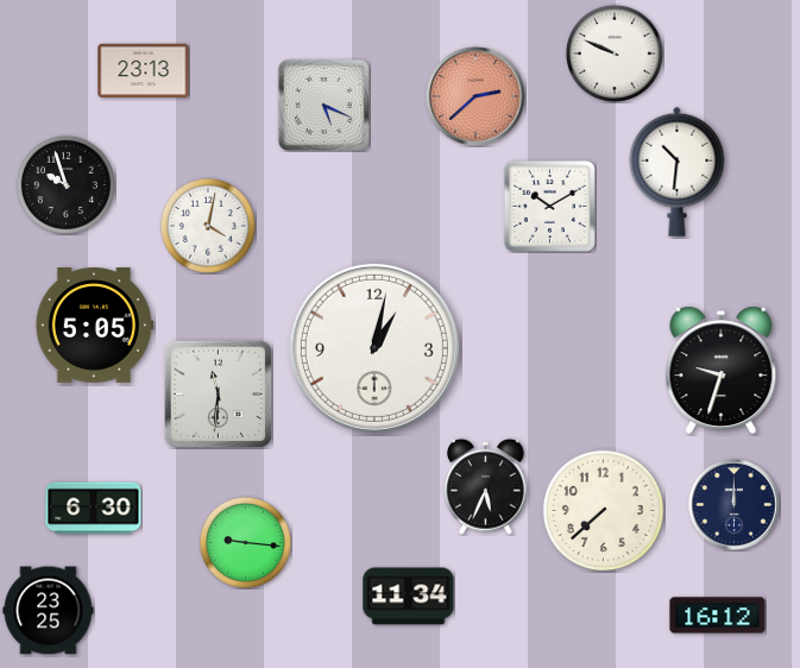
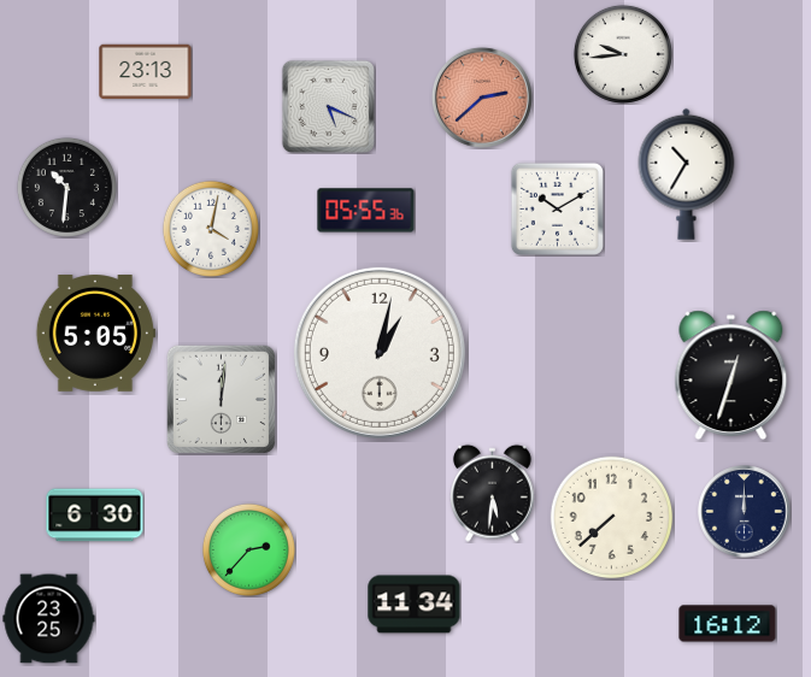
clock at (615, 53): 9:49 -> 9:44
clock at (678, 171): 10:31 -> 10:35
clock at (65, 184): 9:57 -> 10:31
clock at (366, 211): none -> 05:55
clock at (94, 326) position: (94, 326) -> (95, 334)
clock at (722, 370): 9:33 -> 12:33
clock at (218, 393): 11:31 -> 12:01
clock at (485, 486): 5:34 -> 5:31
clock at (245, 542): 9:16 -> 2:37
